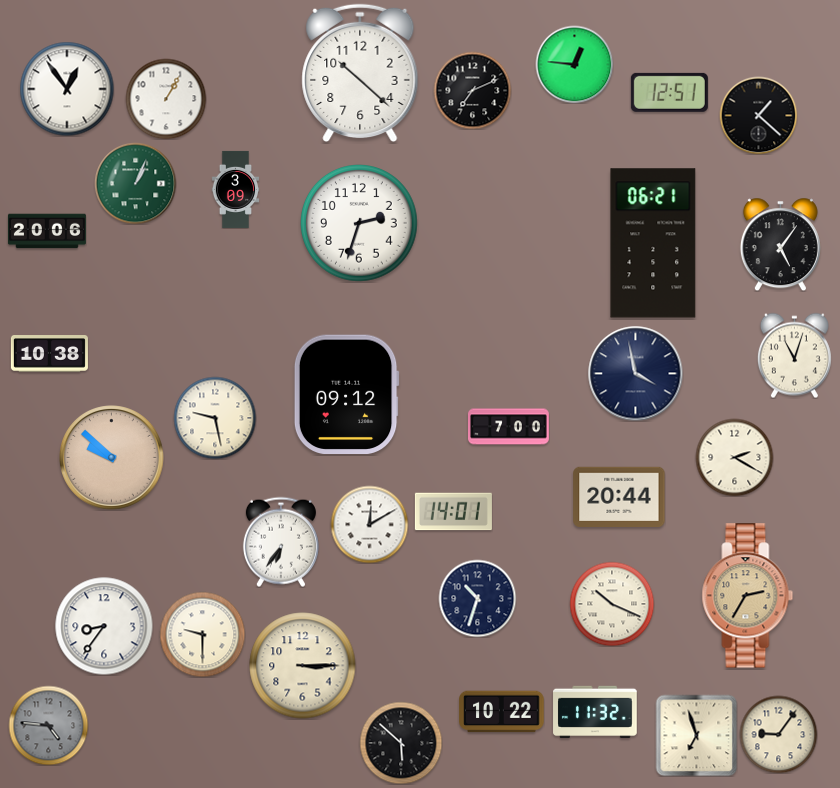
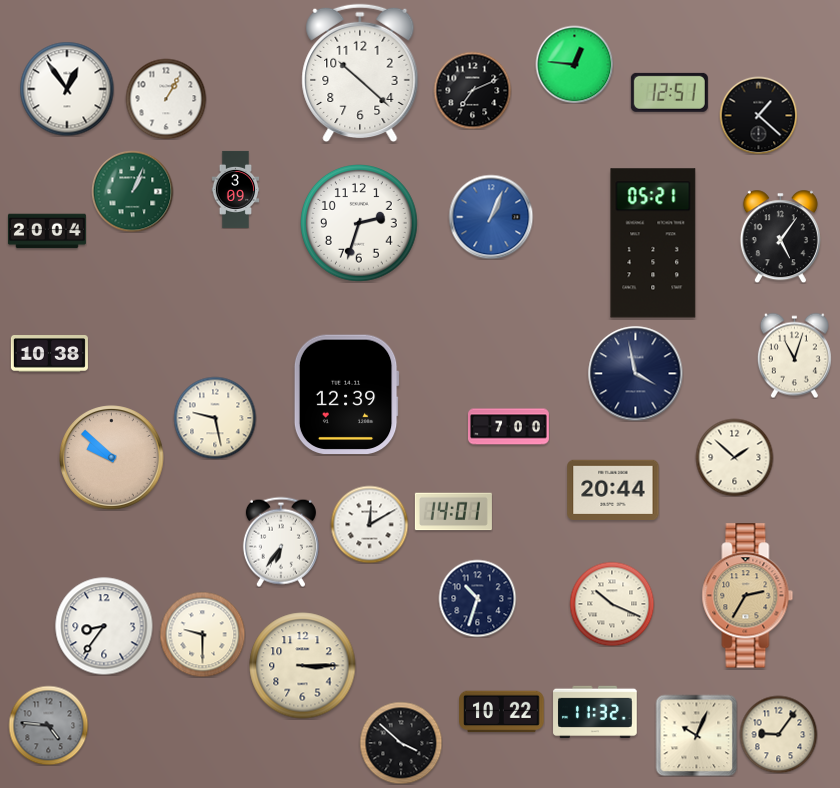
clock at (135, 183) position: (135, 183) -> (132, 191)
clock at (491, 217): none -> 1:04
clock at (47, 231): 20:06 -> 20:04
clock at (653, 243): 06:21 -> 05:21
clock at (780, 244) position: (780, 244) -> (780, 236)
clock at (346, 395): 09:12 -> 12:39
clock at (734, 457): 2:20 -> 1:52
clock at (619, 496) position: (619, 496) -> (613, 489)
clock at (696, 735): 6:57 -> 10:04
clock at (401, 743): 5:52 -> 3:52
